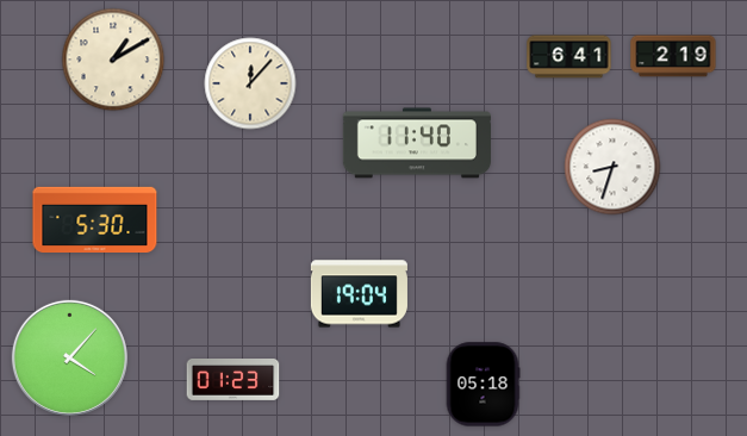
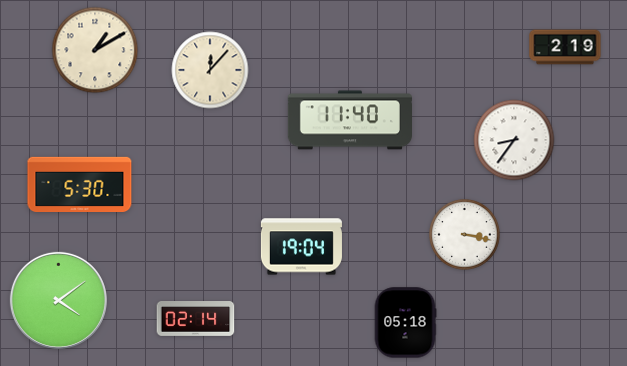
clock at (569, 57): 6:41 -> none
clock at (612, 167): 8:33 -> 8:36
clock at (465, 235): none -> 3:17
clock at (69, 357): 4:07 -> 4:09
clock at (234, 380): 01:23 -> 02:14
